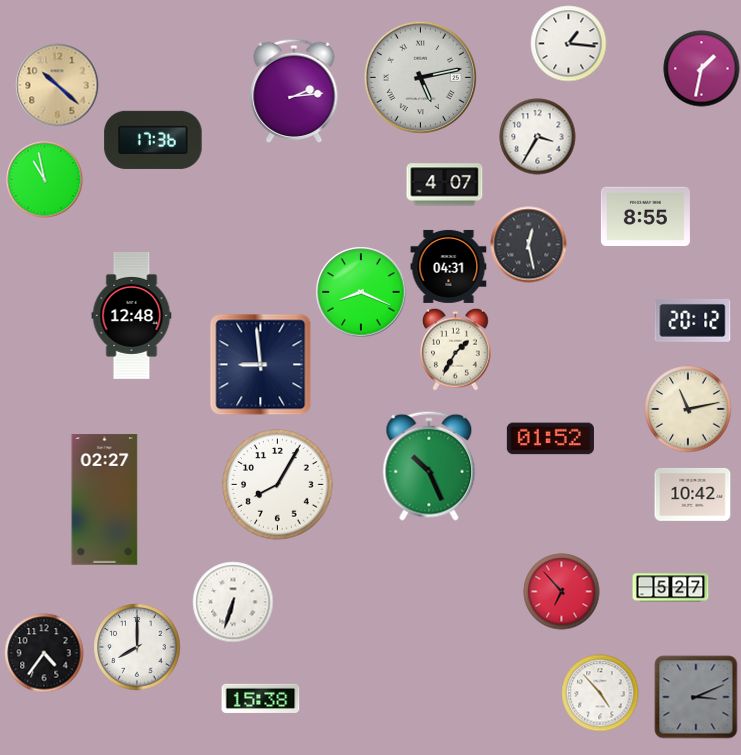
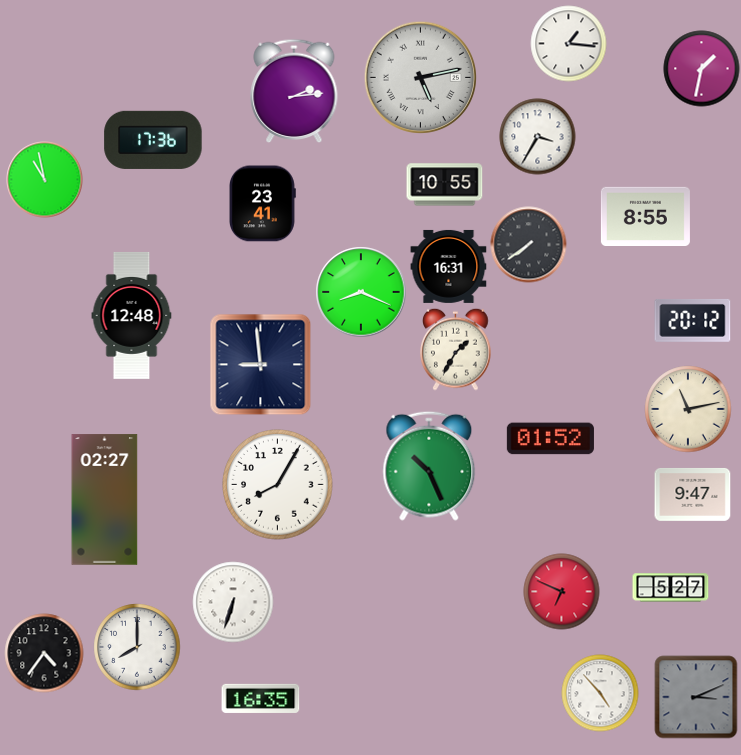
clock at (57, 85): 10:22 -> none
clock at (445, 185): 4:07 -> 10:55
clock at (263, 204): none -> 23:41
clock at (529, 245): 12:28 -> 7:39
clock at (449, 266): 04:31 -> 16:31
clock at (693, 494): 10:42 -> 9:47
clock at (562, 592): 6:53 -> 6:49
clock at (261, 698): 15:38 -> 16:35
